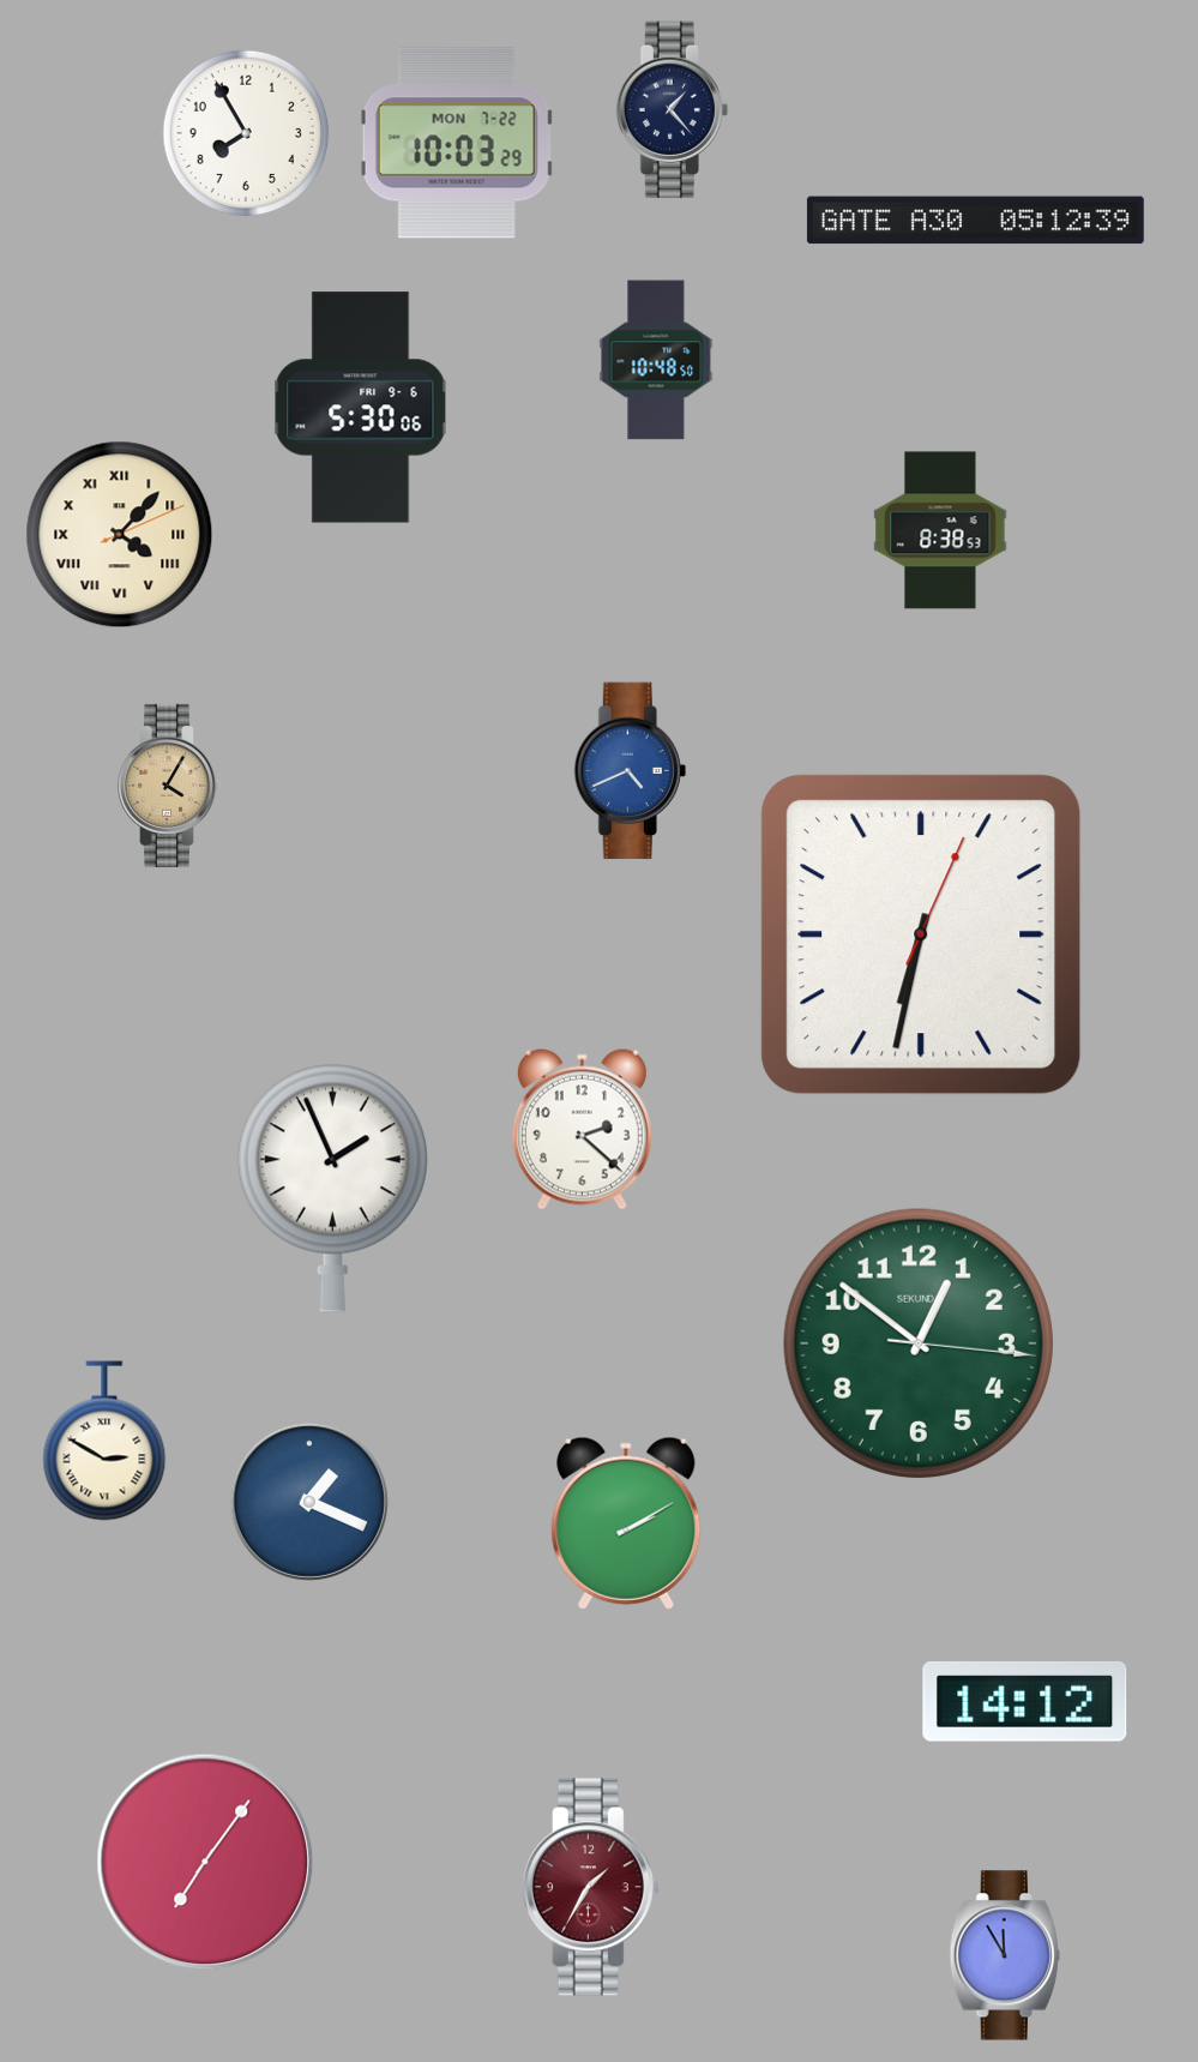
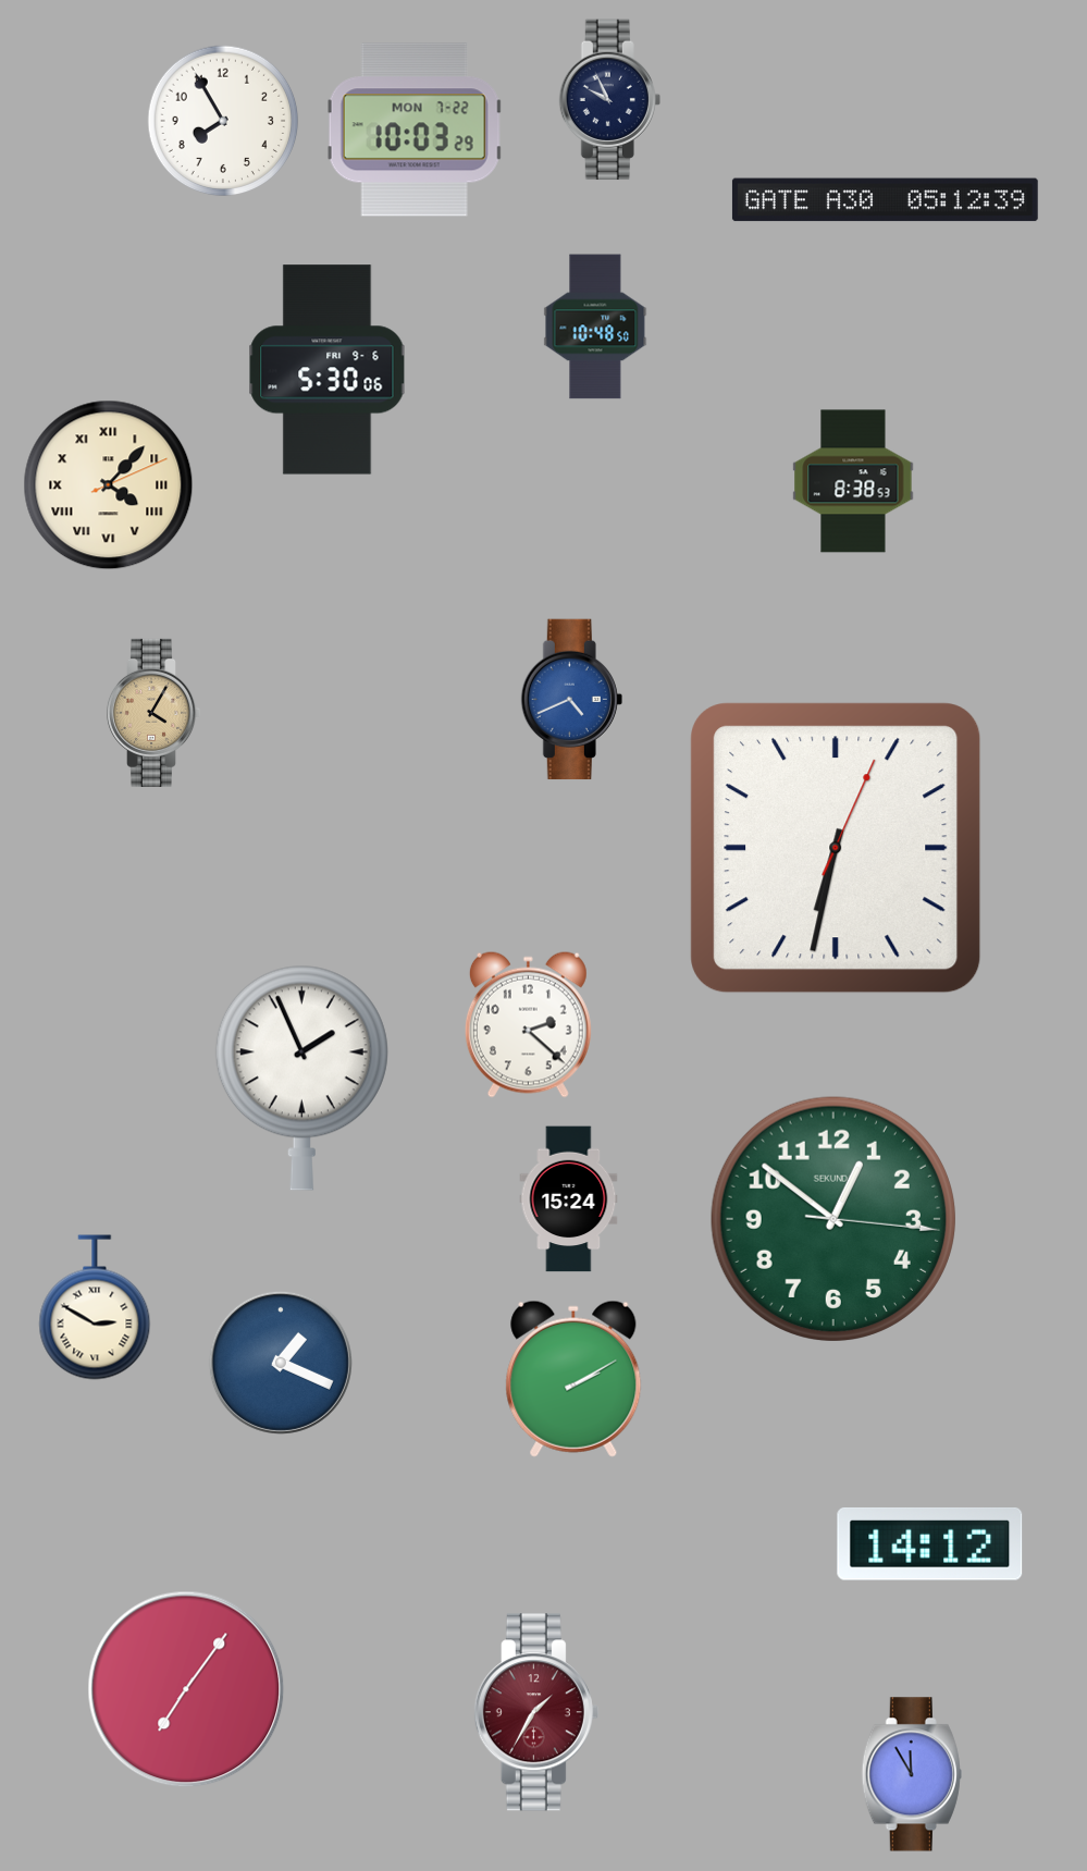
clock at (672, 110): 1:23 -> 9:56
clock at (569, 1199): none -> 15:24
clock at (626, 1523) position: (626, 1523) -> (573, 1379)
